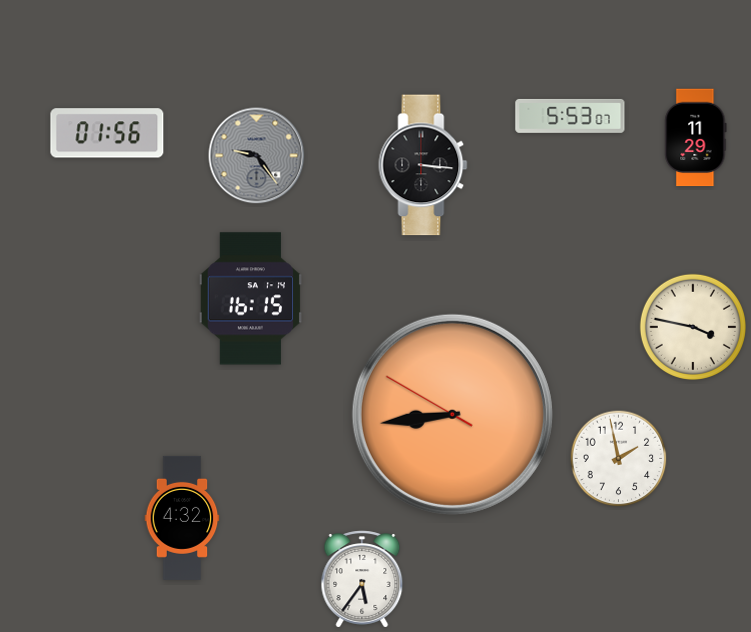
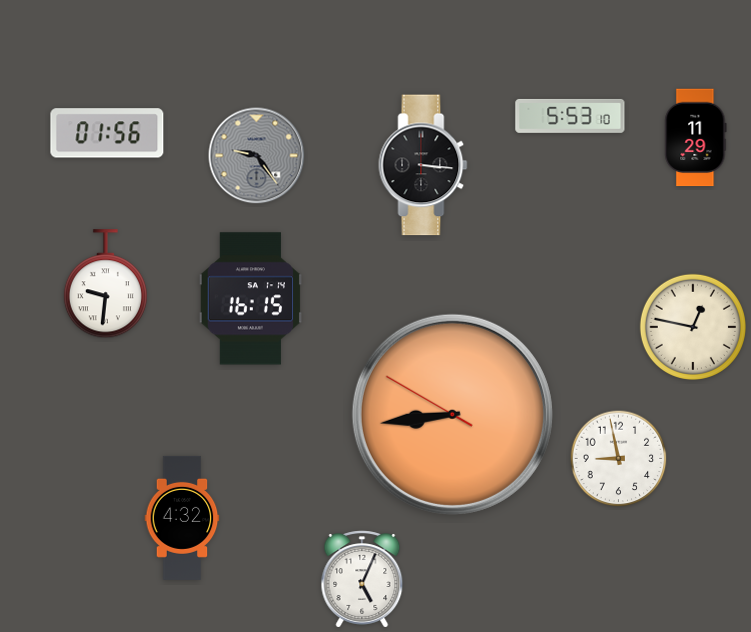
clock at (570, 116): 5:53:07 -> 5:53:10
clock at (105, 284): none -> 9:31
clock at (693, 327): 3:47 -> 12:47
clock at (619, 459): 1:58 -> 8:58
clock at (362, 579): 5:36 -> 5:04
